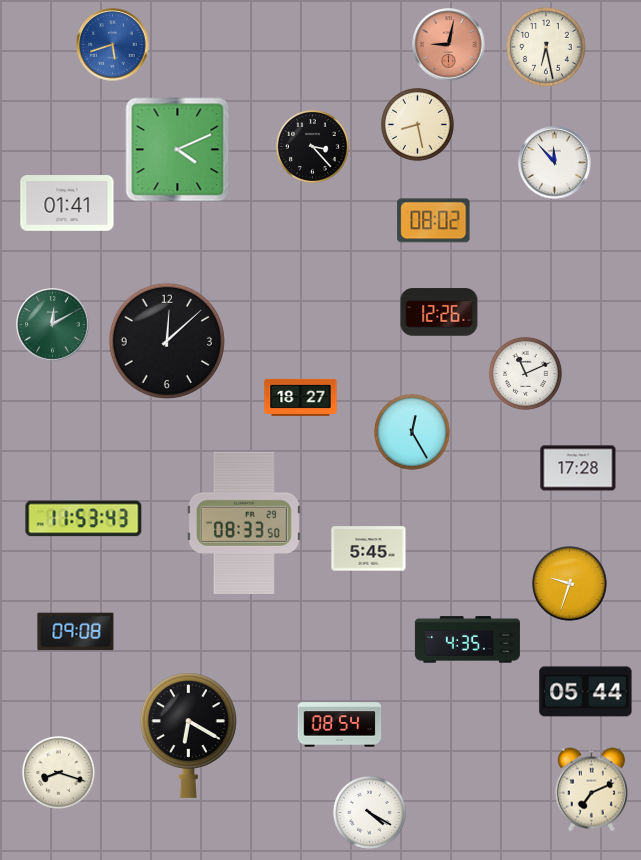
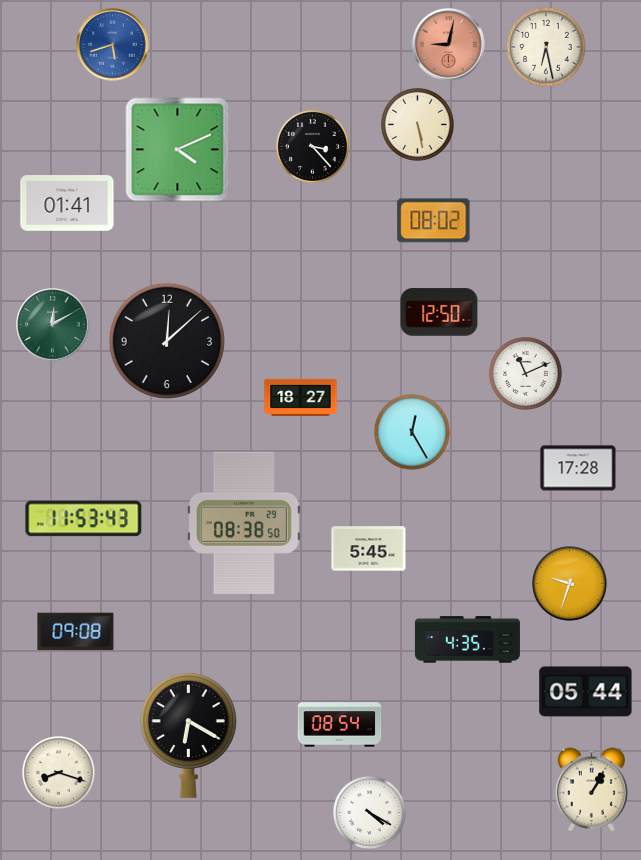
clock at (417, 124): 8:28 -> 5:28
clock at (555, 163): 11:53 -> none
clock at (439, 312): 12:26 -> 12:50
clock at (244, 523): 08:33 -> 08:38
clock at (591, 790): 7:11 -> 1:05
